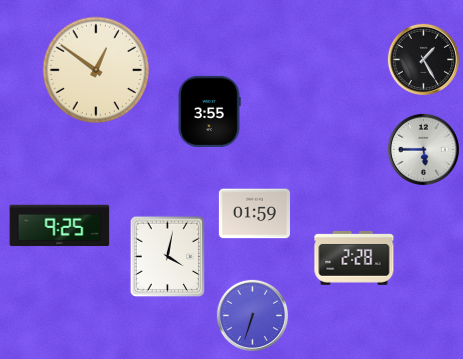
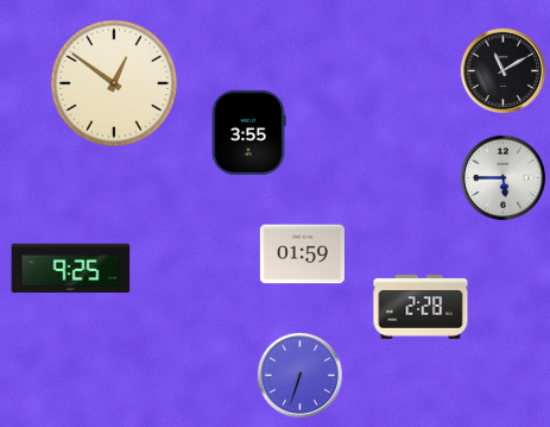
clock at (423, 59): 1:25 -> 11:10
clock at (168, 257): 4:02 -> none
